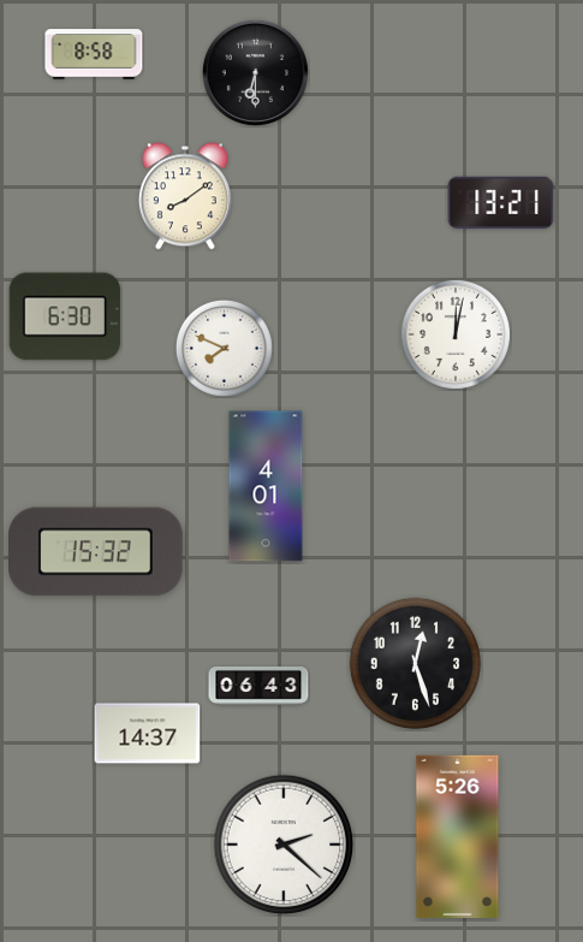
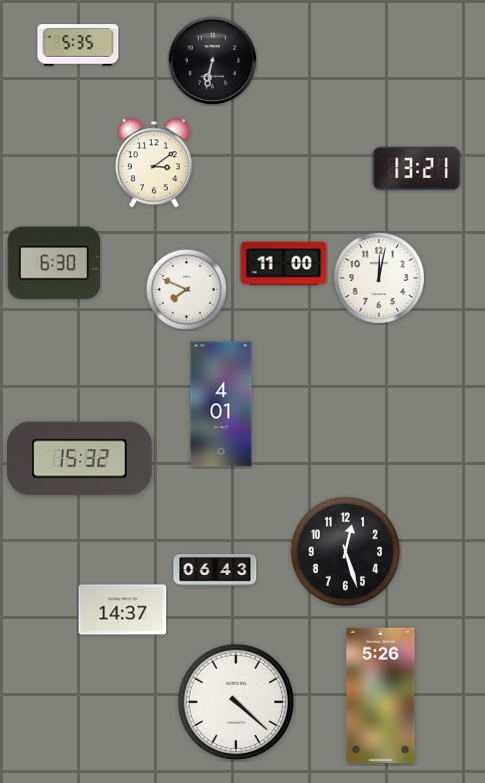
clock at (94, 54): 8:58 -> 5:35
clock at (255, 72): 6:30 -> 6:32
clock at (185, 196): 8:09 -> 3:09
clock at (284, 264): none -> 11:00
clock at (284, 845): 2:22 -> 4:22
